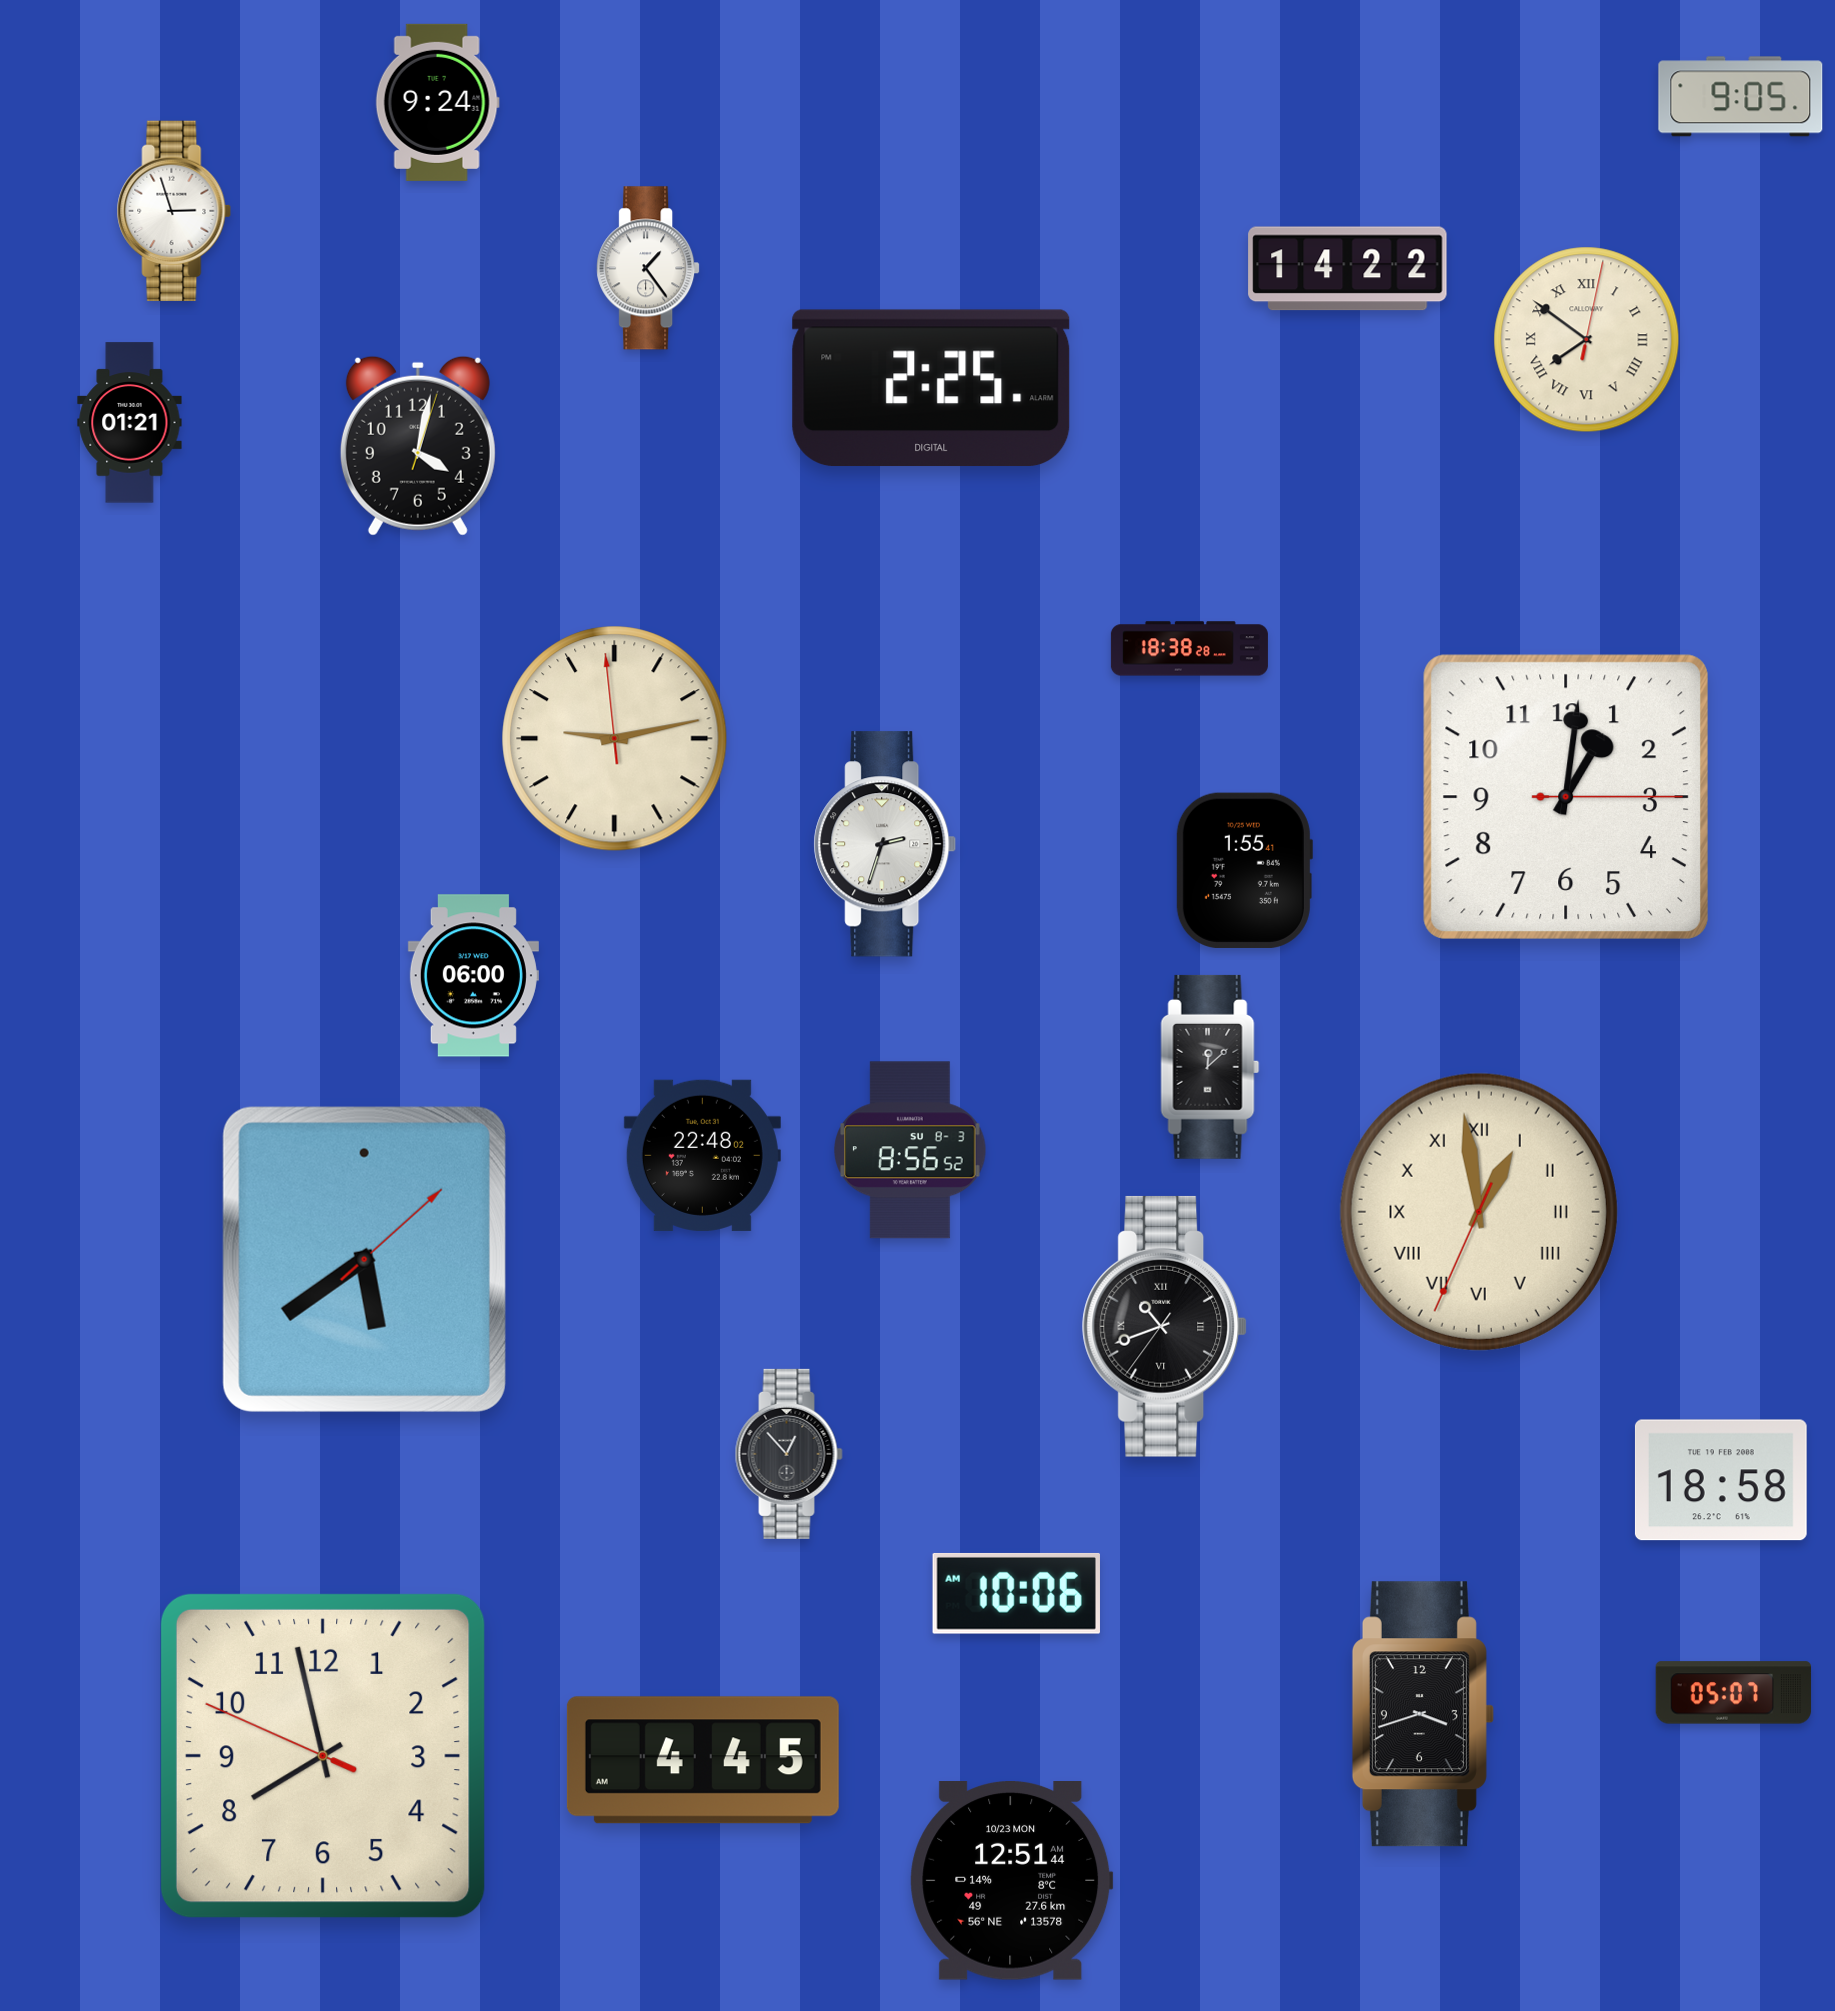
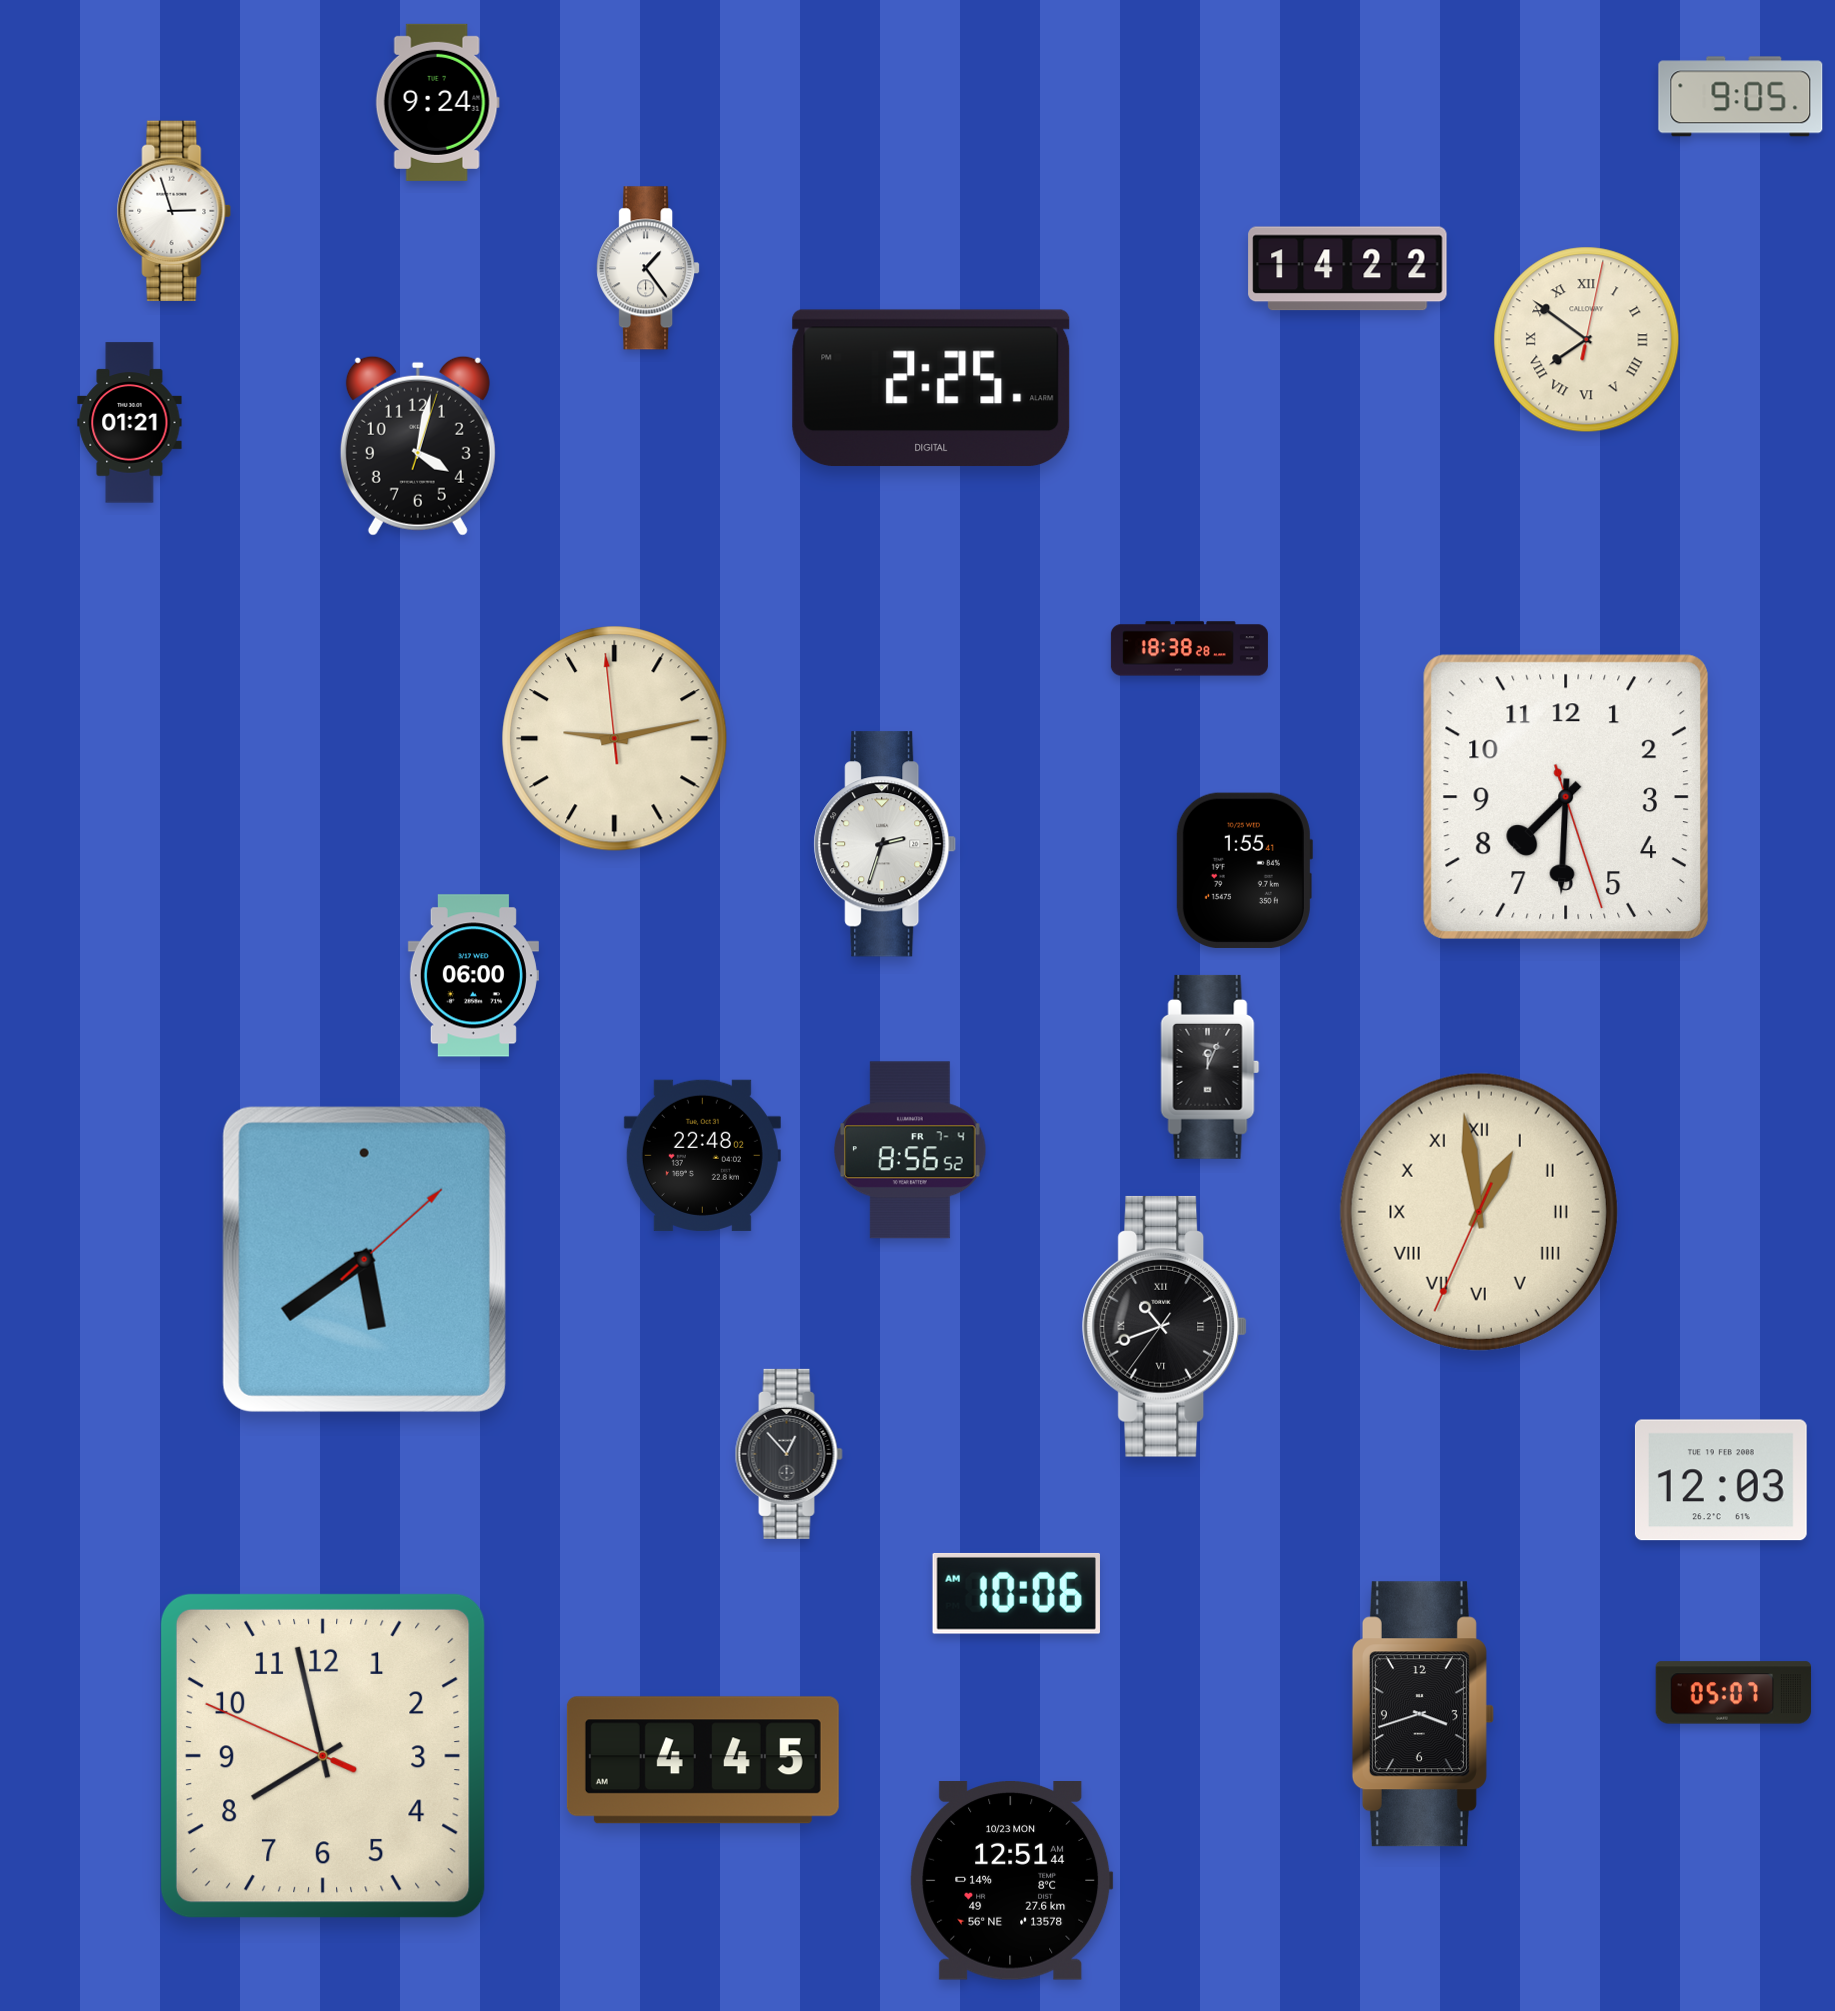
clock at (1566, 797): 1:01 -> 7:30
clock at (1210, 1067): 12:08 -> 12:04
clock at (910, 1150) date: SU 8-3 -> FR 7-4
clock at (1721, 1480): 18:58 -> 12:03
